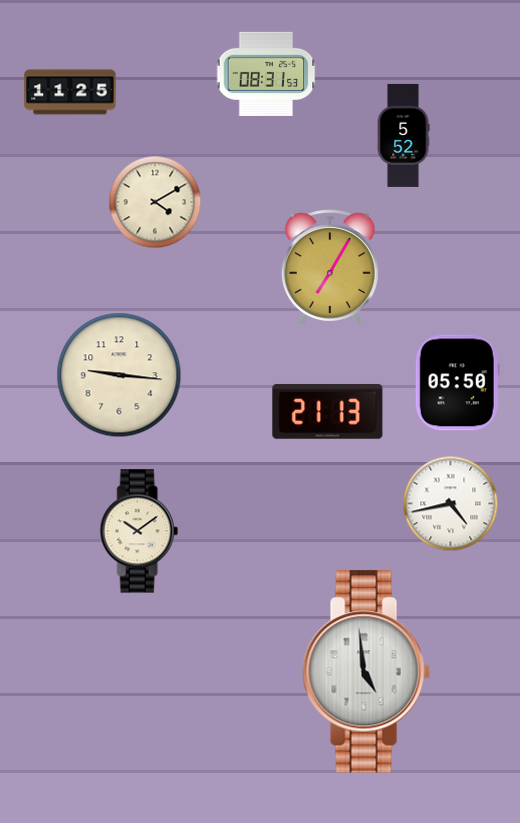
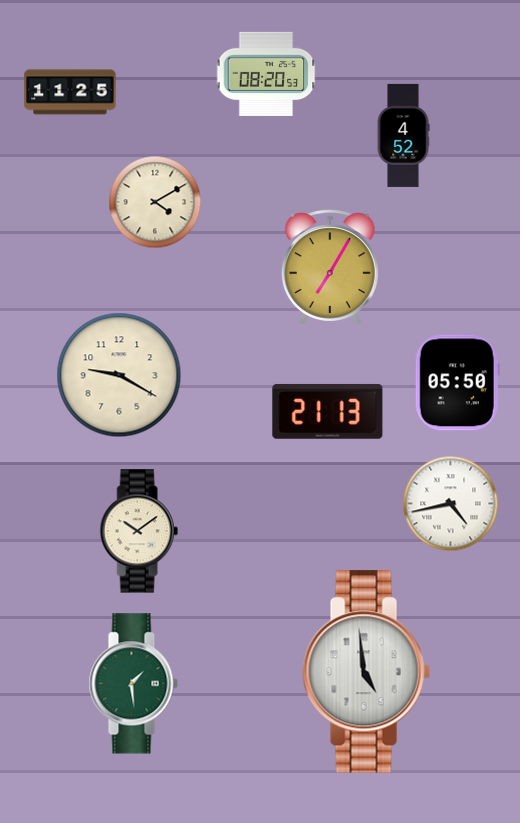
clock at (266, 74): 08:31 -> 08:20
clock at (403, 135): 5:52 -> 4:52
clock at (119, 375): 9:16 -> 9:20
clock at (133, 684): none -> 1:29
